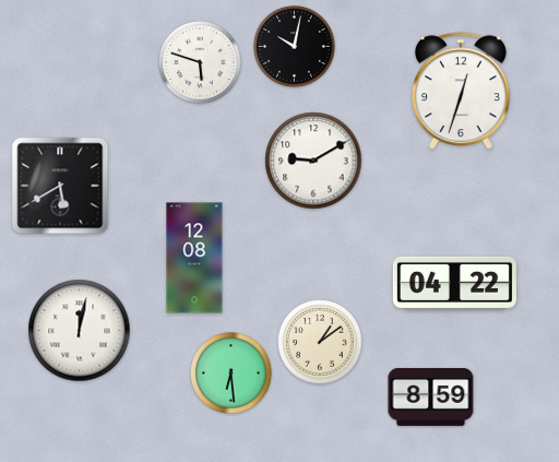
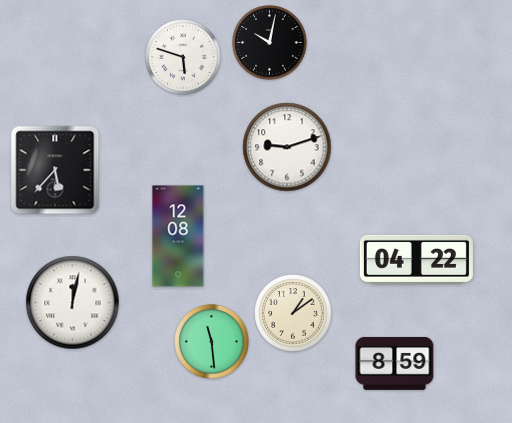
clock at (461, 92): 12:33 -> none
clock at (313, 161): 9:10 -> 9:12
clock at (60, 186): 5:40 -> 5:37
clock at (231, 374): 6:29 -> 11:29
